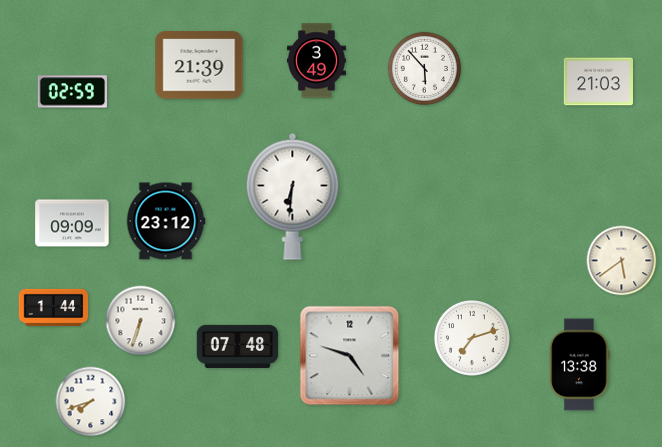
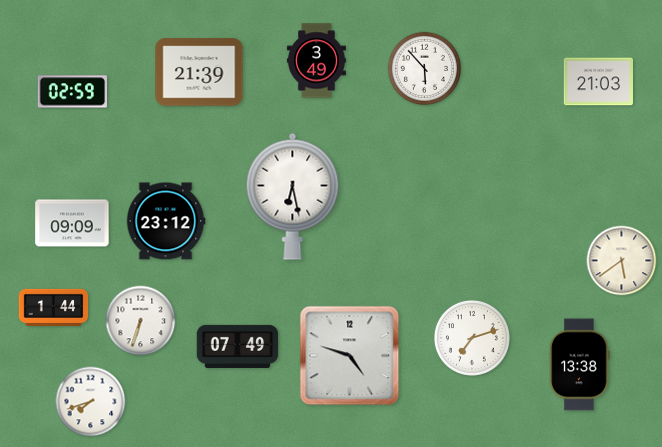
clock at (199, 65) position: (199, 65) -> (199, 72)
clock at (293, 196): 6:31 -> 6:28
clock at (238, 346): 07:48 -> 07:49
